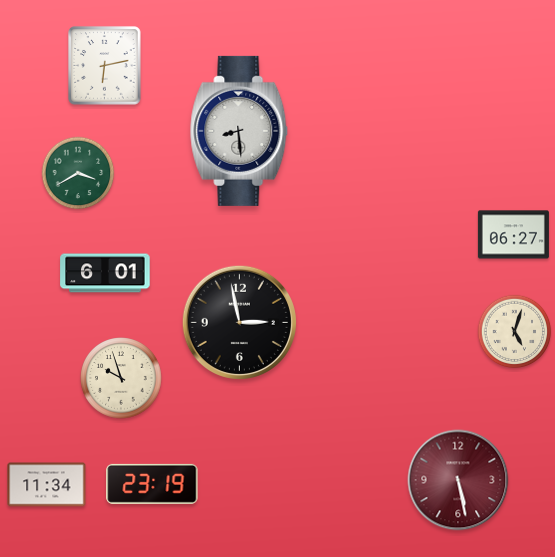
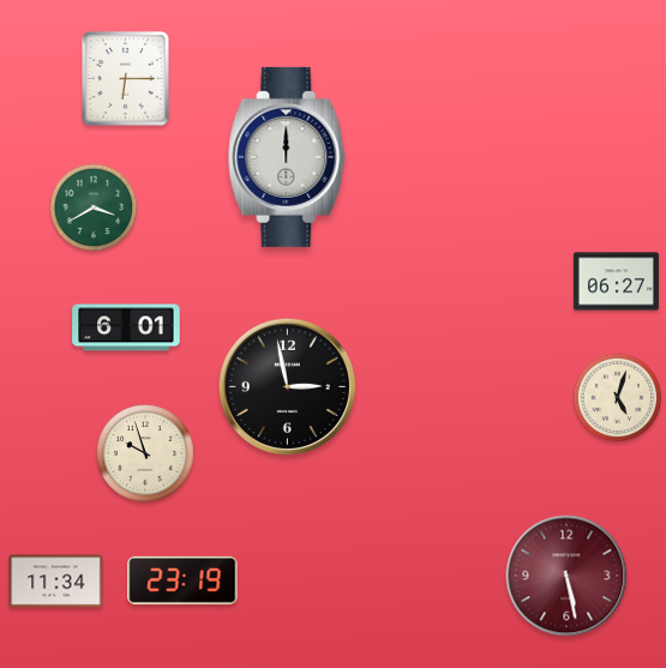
clock at (105, 66): 6:13 -> 6:15
clock at (239, 131): 8:29 -> 12:00
clock at (458, 480) position: (458, 480) -> (566, 576)
